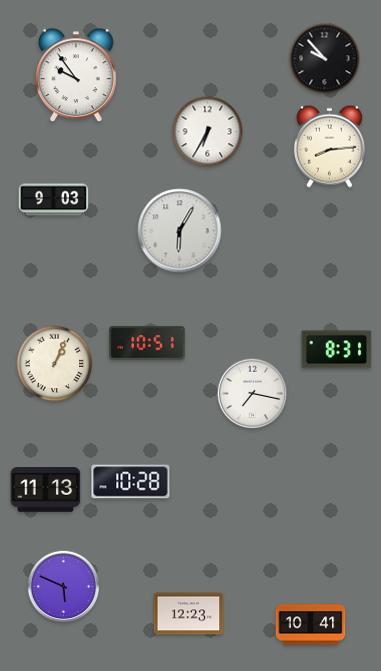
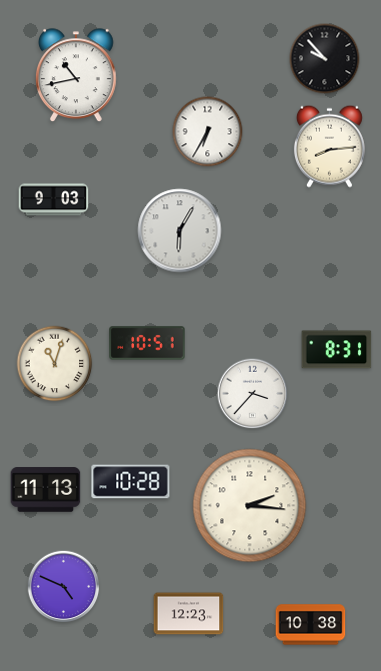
clock at (77, 76): 9:54 -> 10:43
clock at (55, 364): 1:04 -> 11:03
clock at (253, 394): 7:17 -> 3:37
clock at (250, 506): none -> 2:16
clock at (64, 587): 5:49 -> 4:49
clock at (311, 625): 10:41 -> 10:38
